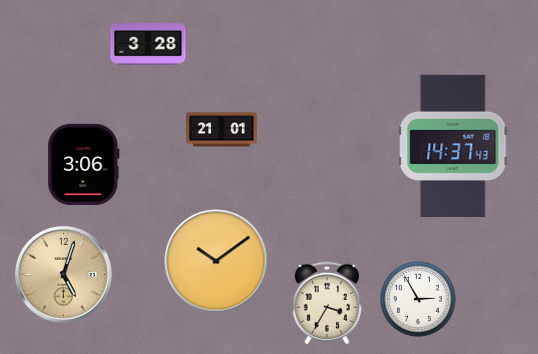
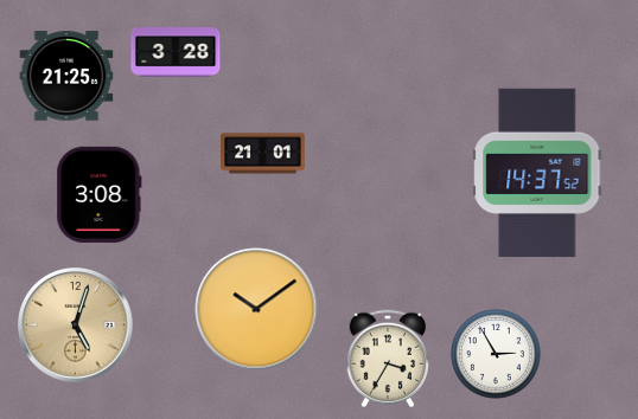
clock at (66, 76): none -> 21:25
clock at (453, 146): 14:37:43 -> 14:37:52
clock at (84, 164): 3:06 -> 3:08
